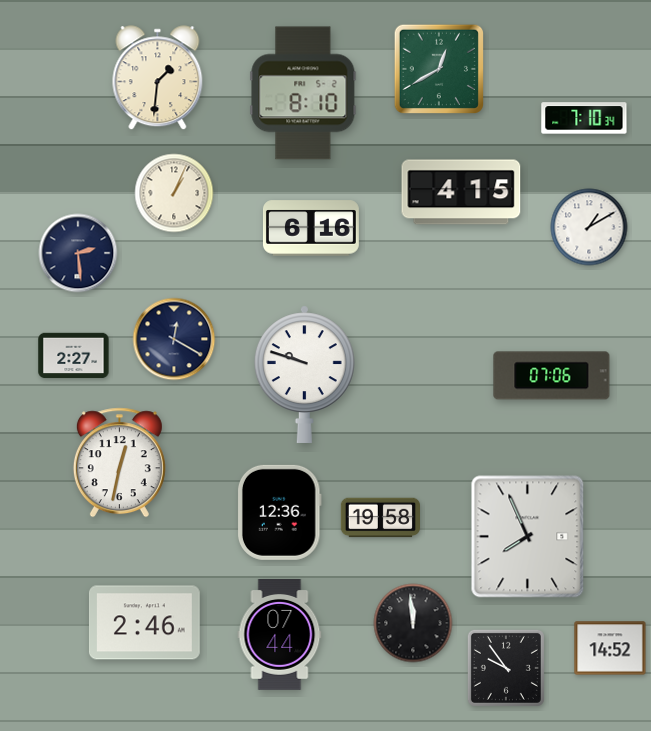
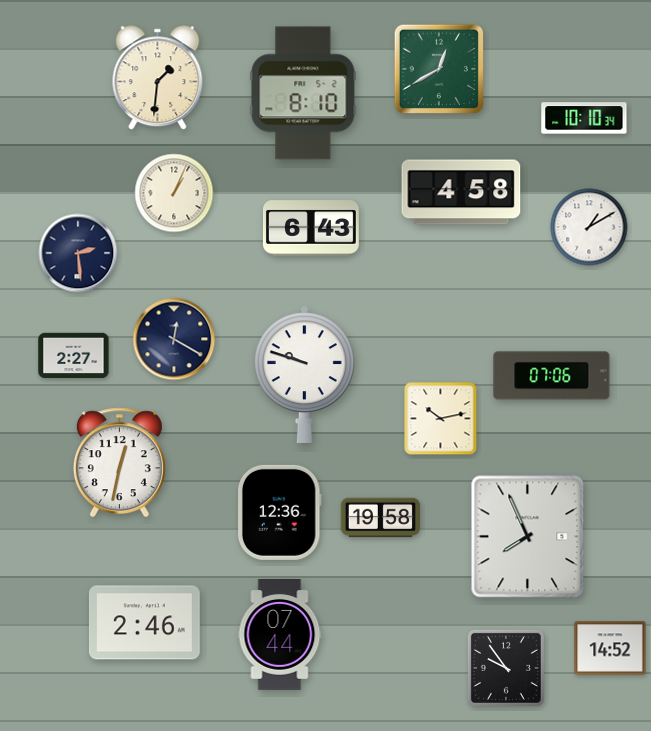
clock at (584, 118): 7:10 -> 10:10
clock at (461, 192): 4:15 -> 4:58
clock at (311, 228): 6:16 -> 6:43
clock at (441, 419): none -> 10:13
clock at (413, 623): 11:59 -> none
